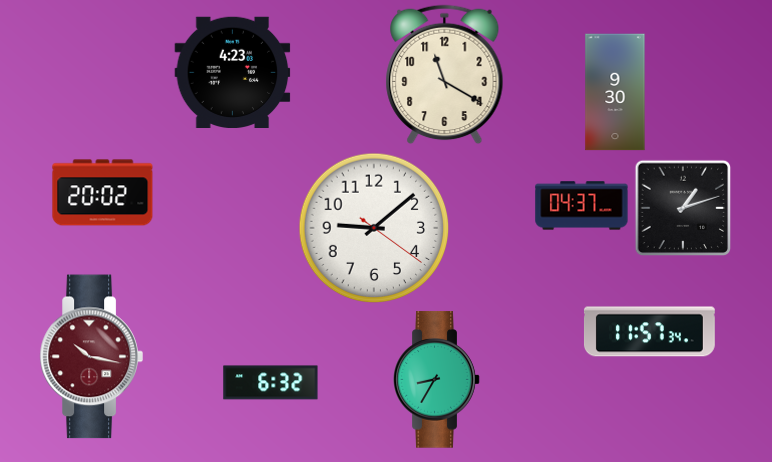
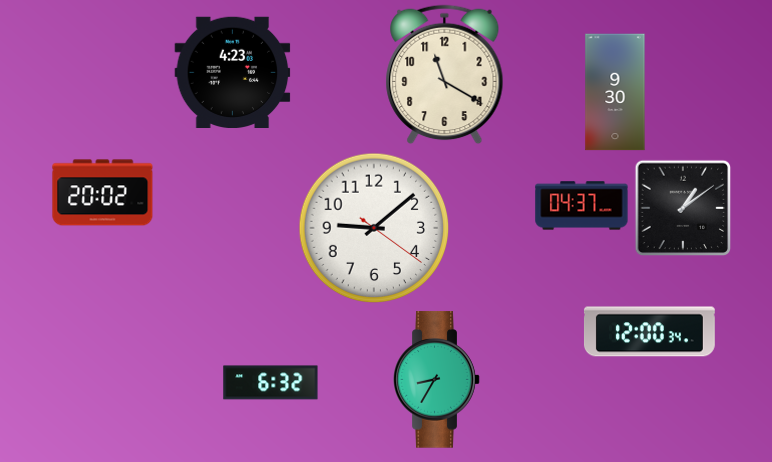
clock at (683, 208): 1:12 -> 1:09
clock at (649, 332): 11:57 -> 12:00
clock at (91, 357): 10:17 -> none
